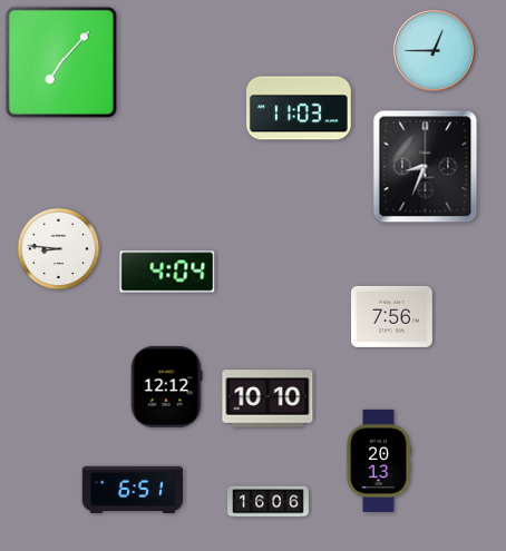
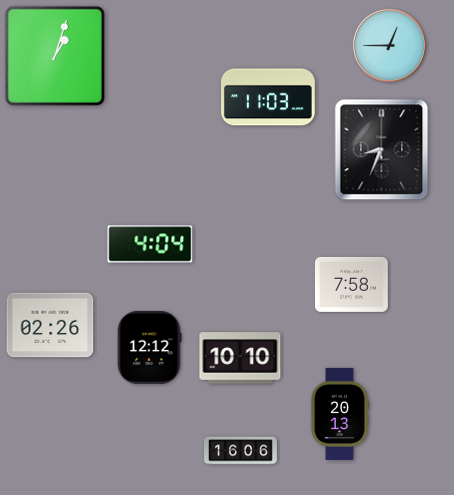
clock at (61, 62): 7:07 -> 1:03
clock at (59, 249): 8:46 -> none
clock at (391, 316): 7:56 -> 7:58
clock at (50, 325): none -> 02:26
clock at (132, 490): 6:51 -> none
